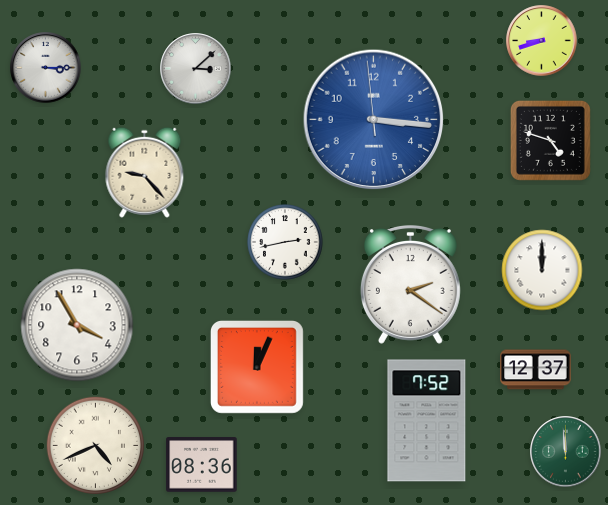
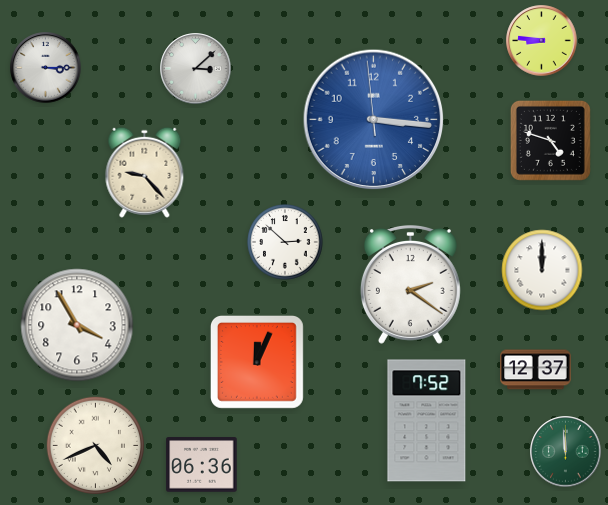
clock at (542, 41): 8:42 -> 8:46
clock at (285, 242): 2:43 -> 2:52
clock at (257, 367) position: (257, 367) -> (257, 362)
clock at (202, 465): 08:36 -> 06:36
